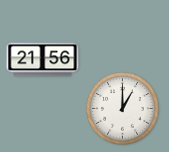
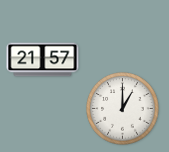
clock at (43, 60): 21:56 -> 21:57
